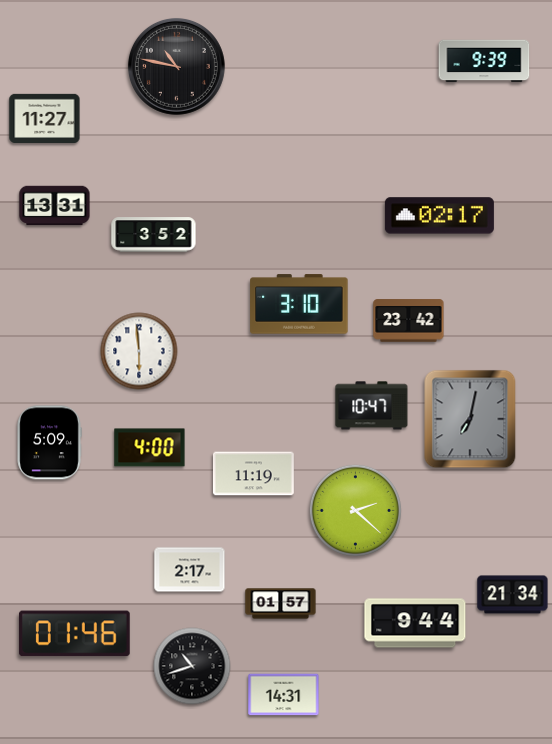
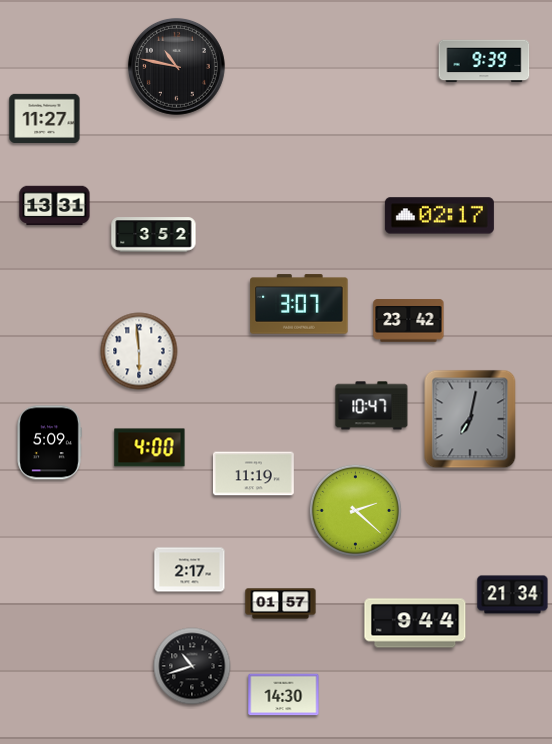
clock at (299, 304): 3:10 -> 3:07
clock at (74, 634): 01:46 -> none
clock at (284, 695): 14:31 -> 14:30
